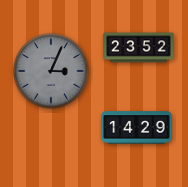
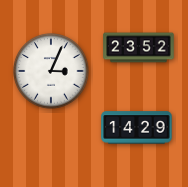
clock at (51, 71) dial: grey -> white
